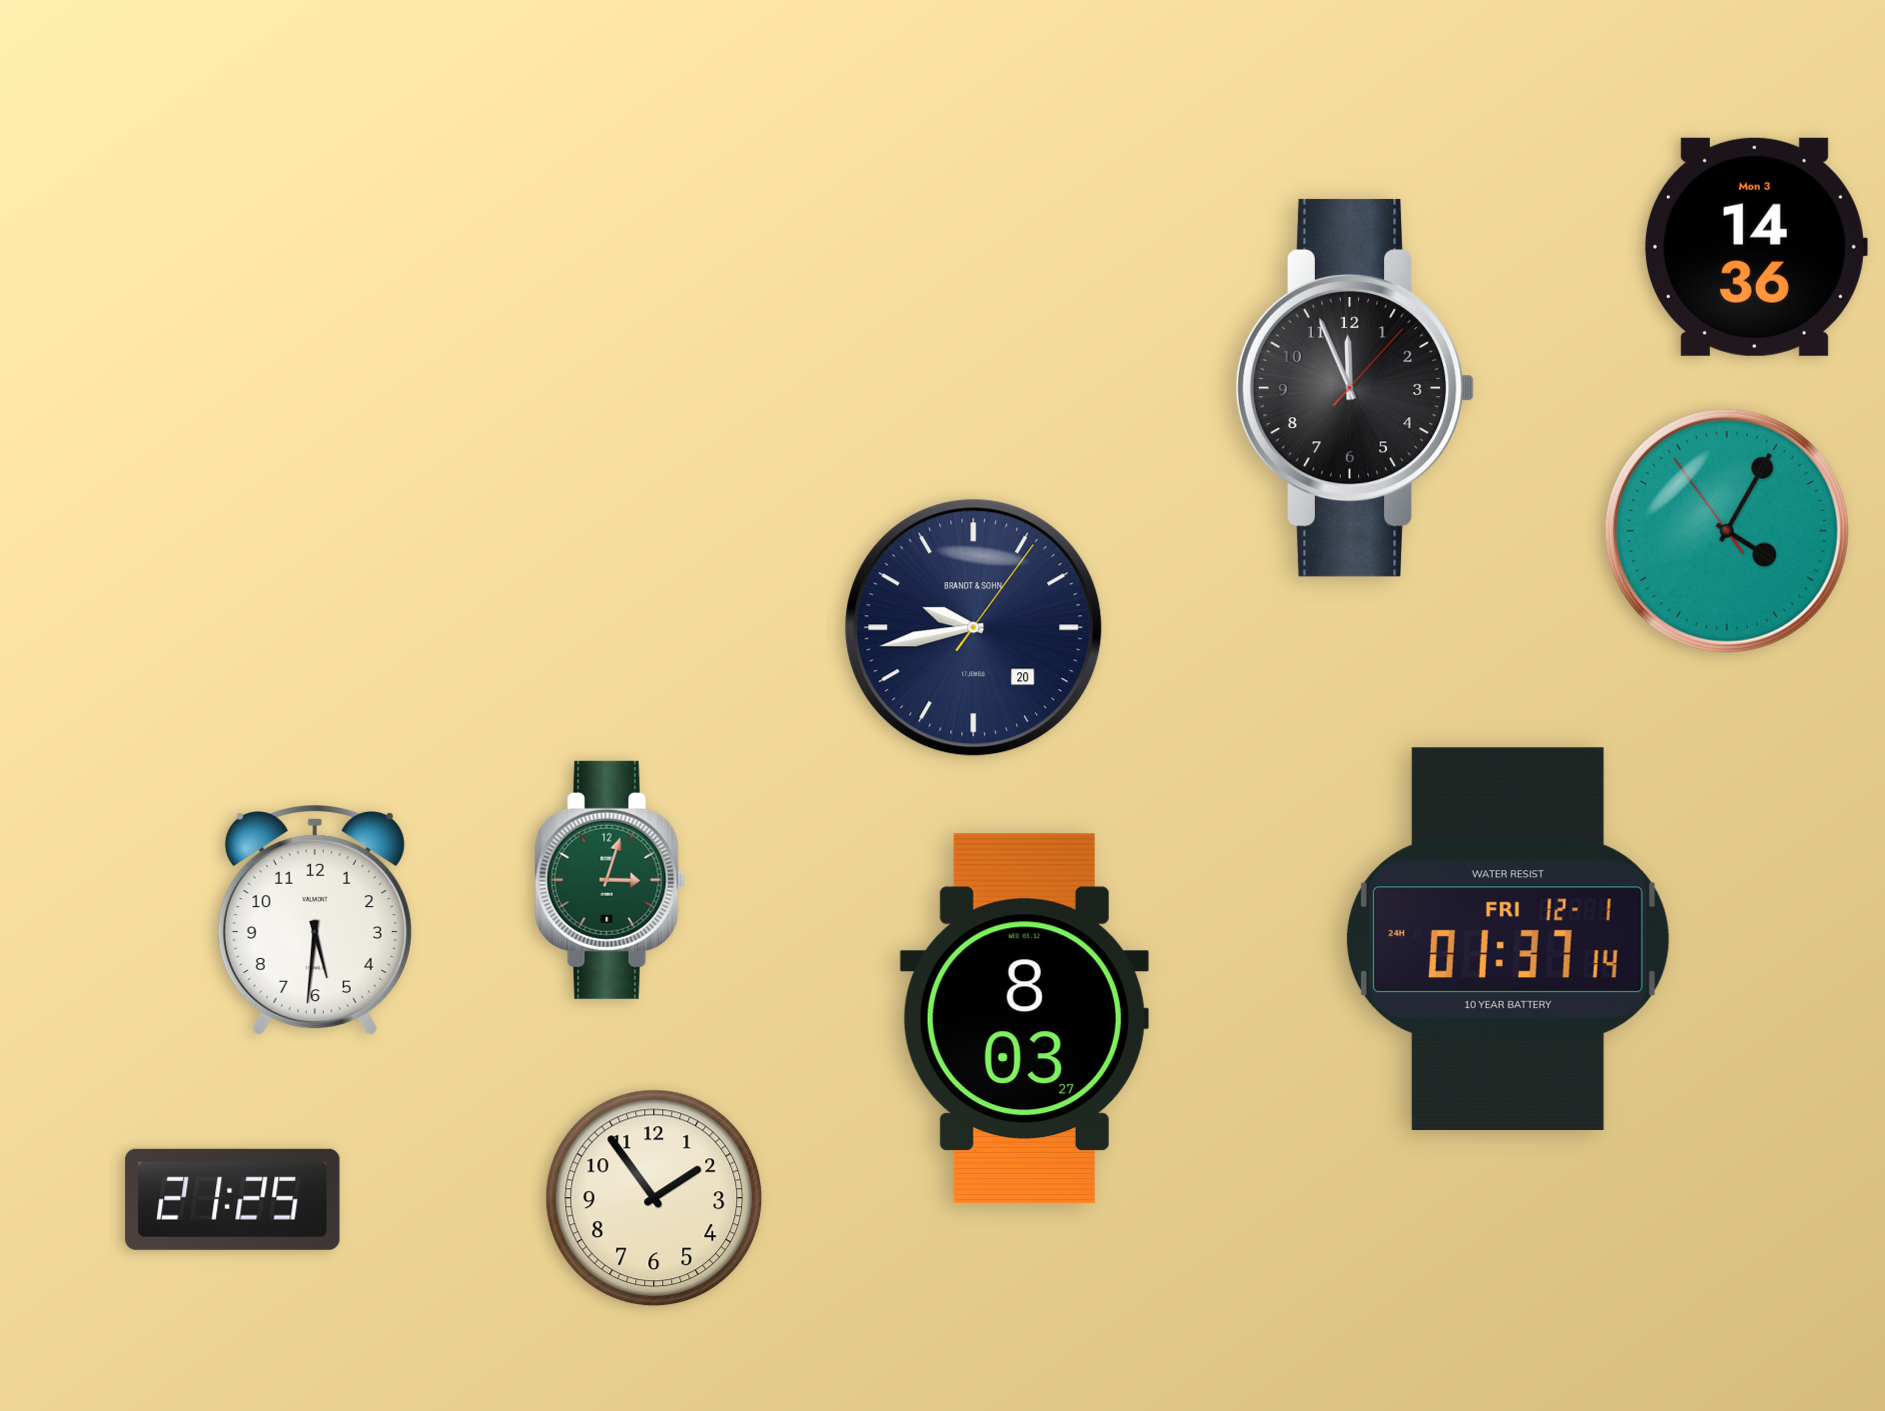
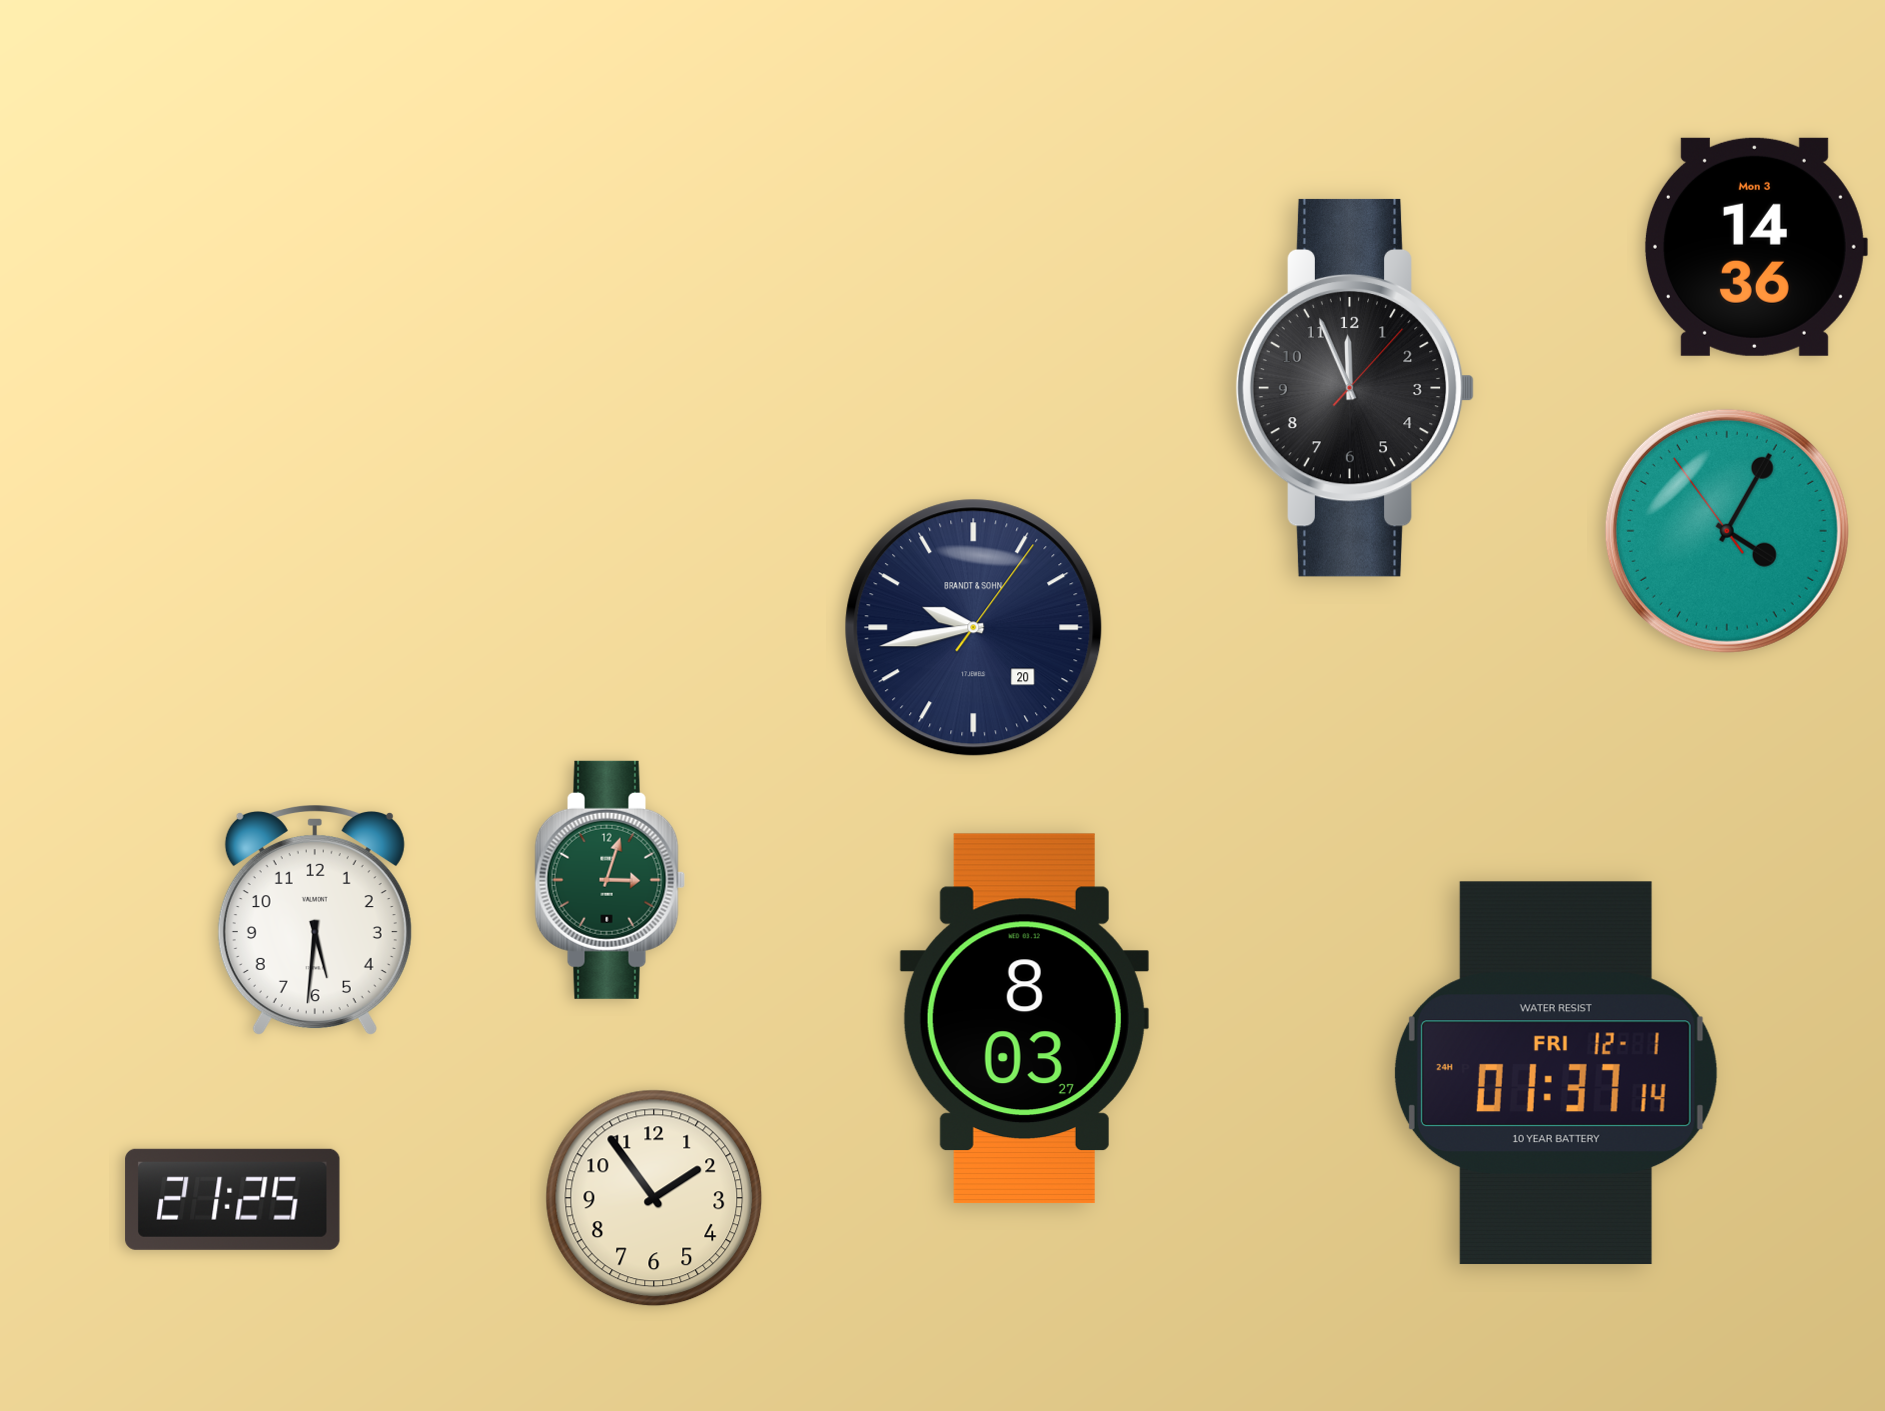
clock at (1508, 939) position: (1508, 939) -> (1556, 1073)
